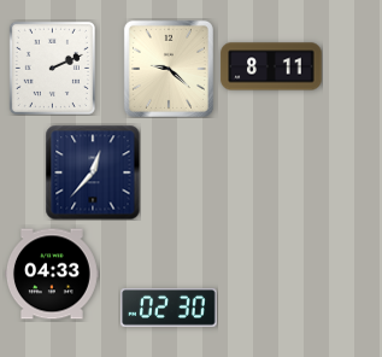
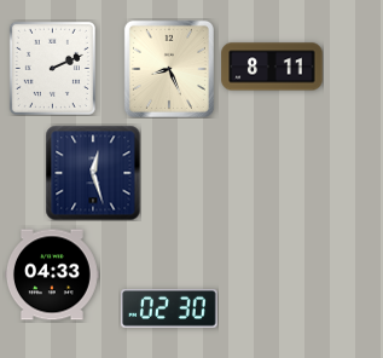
clock at (169, 69): 9:22 -> 8:26
clock at (93, 172): 12:37 -> 12:27
